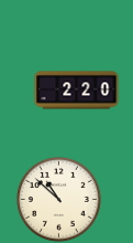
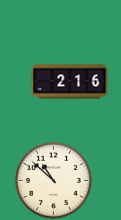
clock at (77, 91): 2:20 -> 2:16
